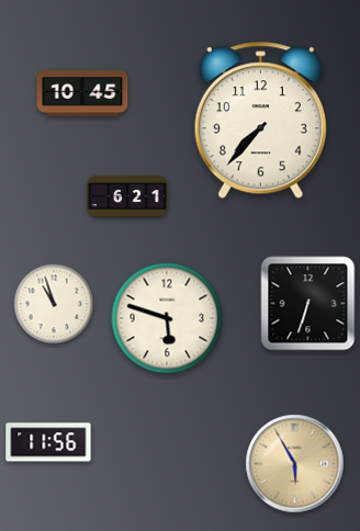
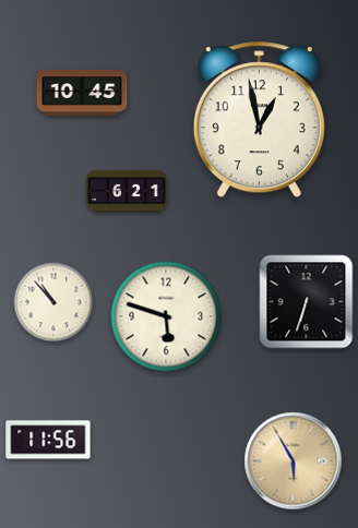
clock at (260, 121): 7:37 -> 12:58
clock at (127, 196) position: (127, 196) -> (127, 191)
clock at (54, 304): 10:57 -> 10:53
